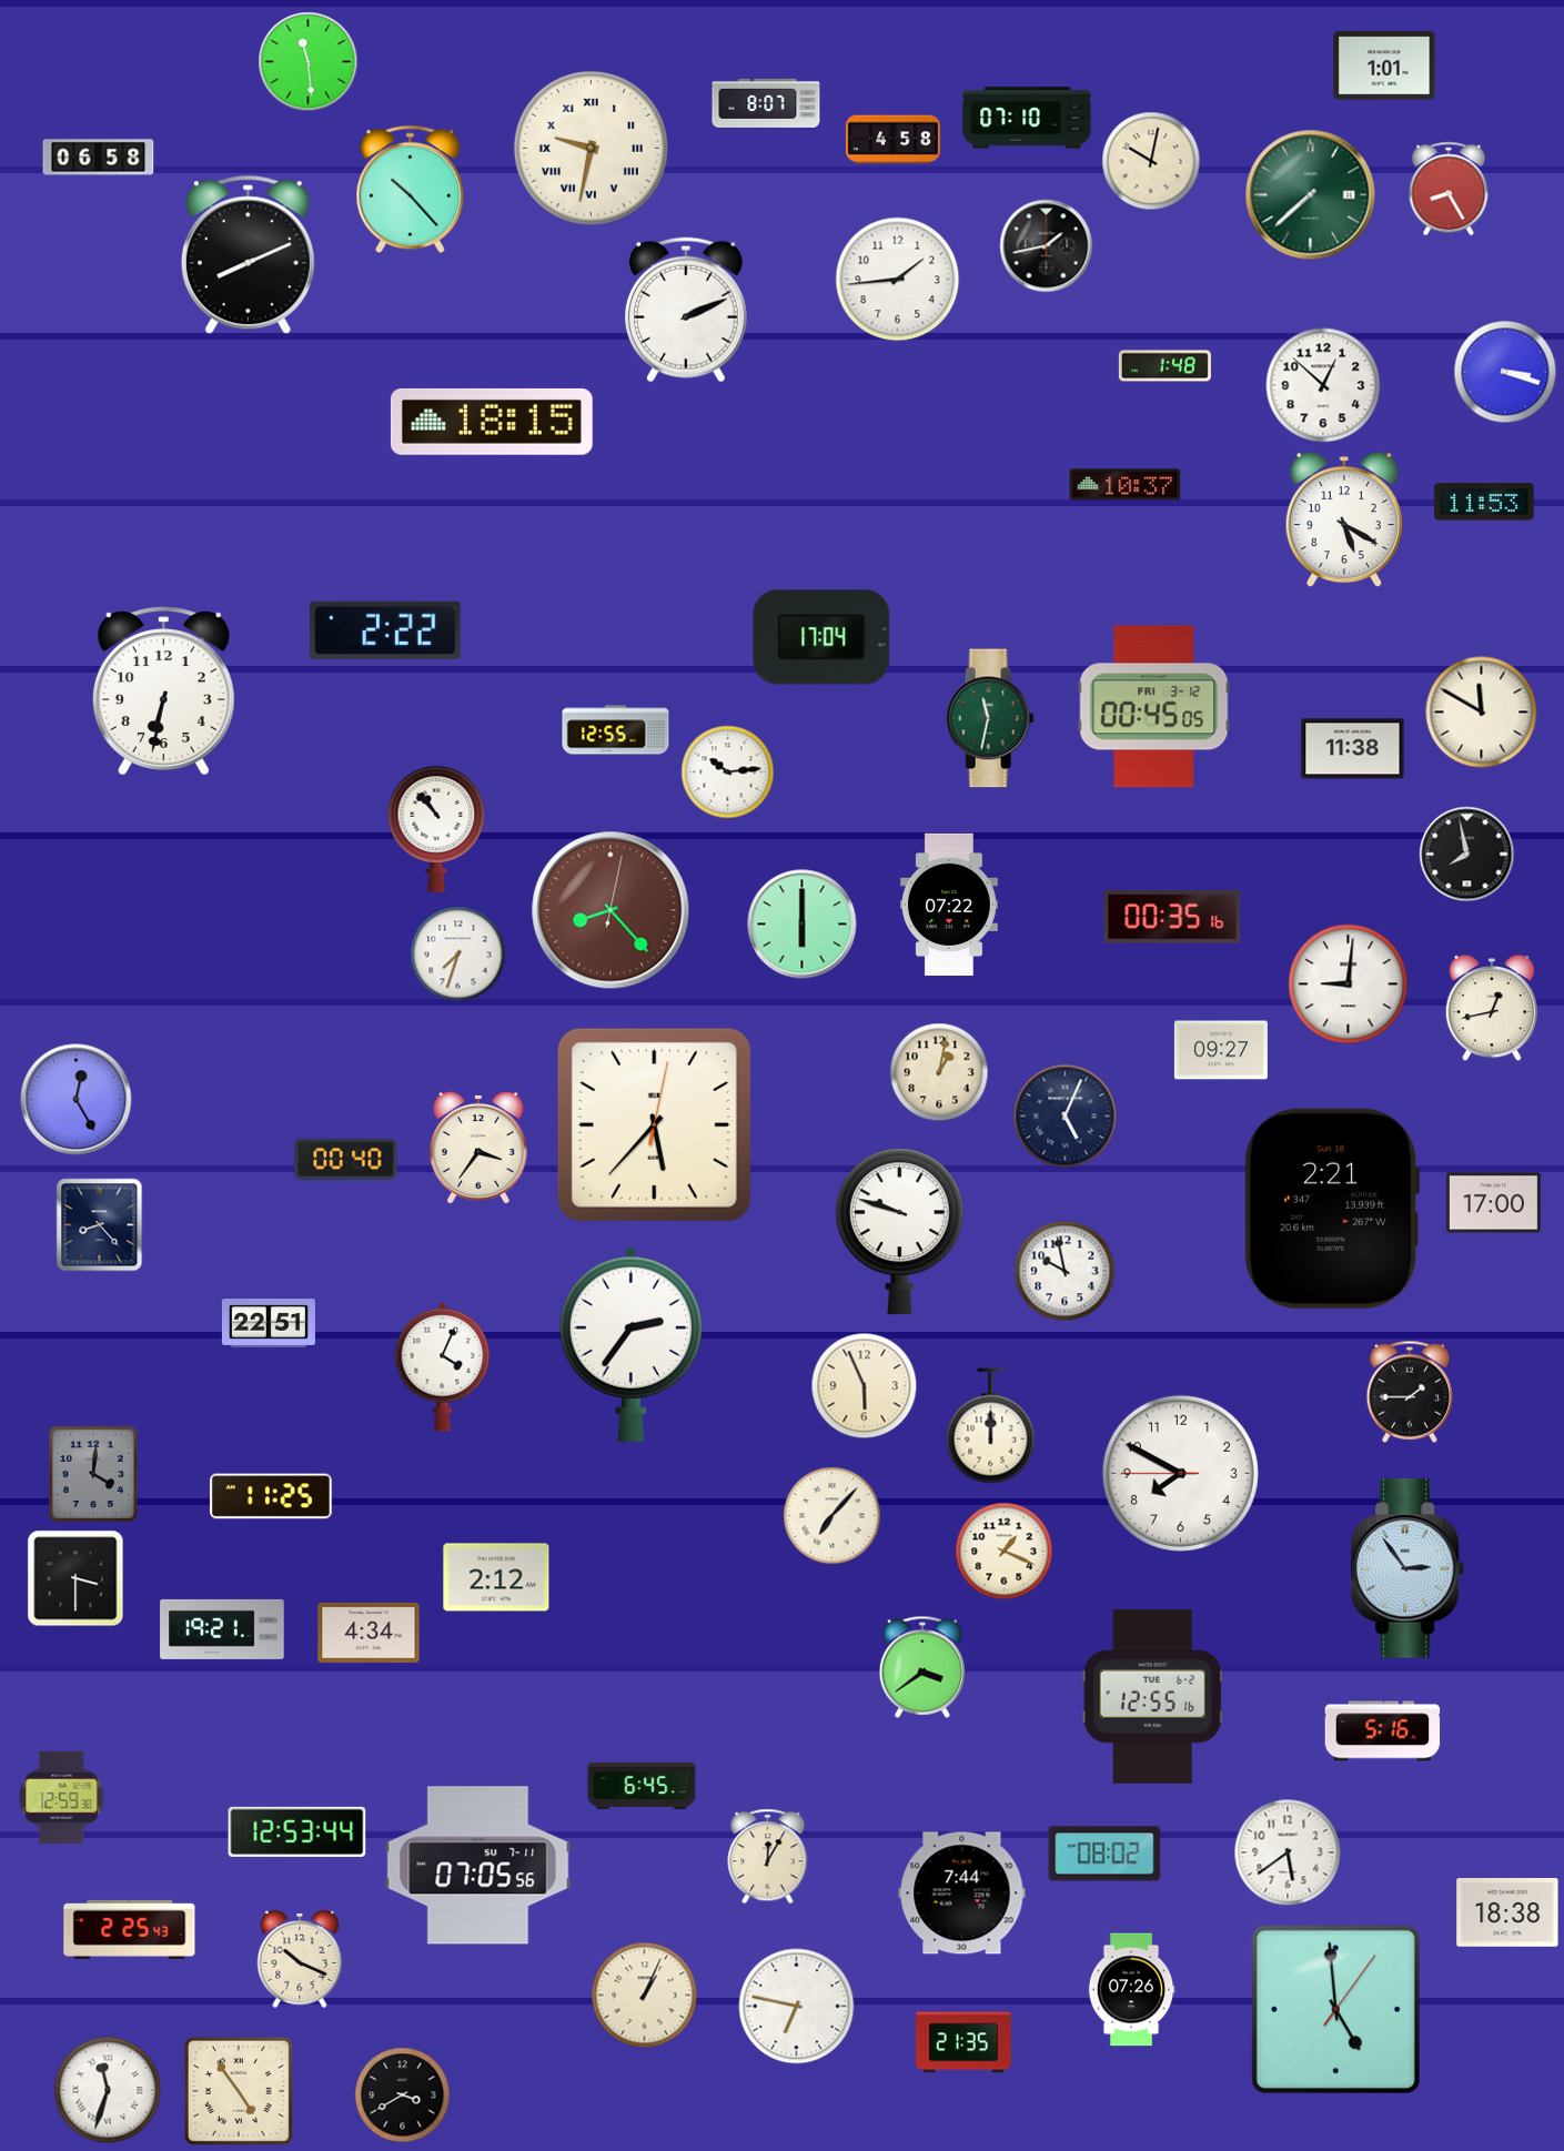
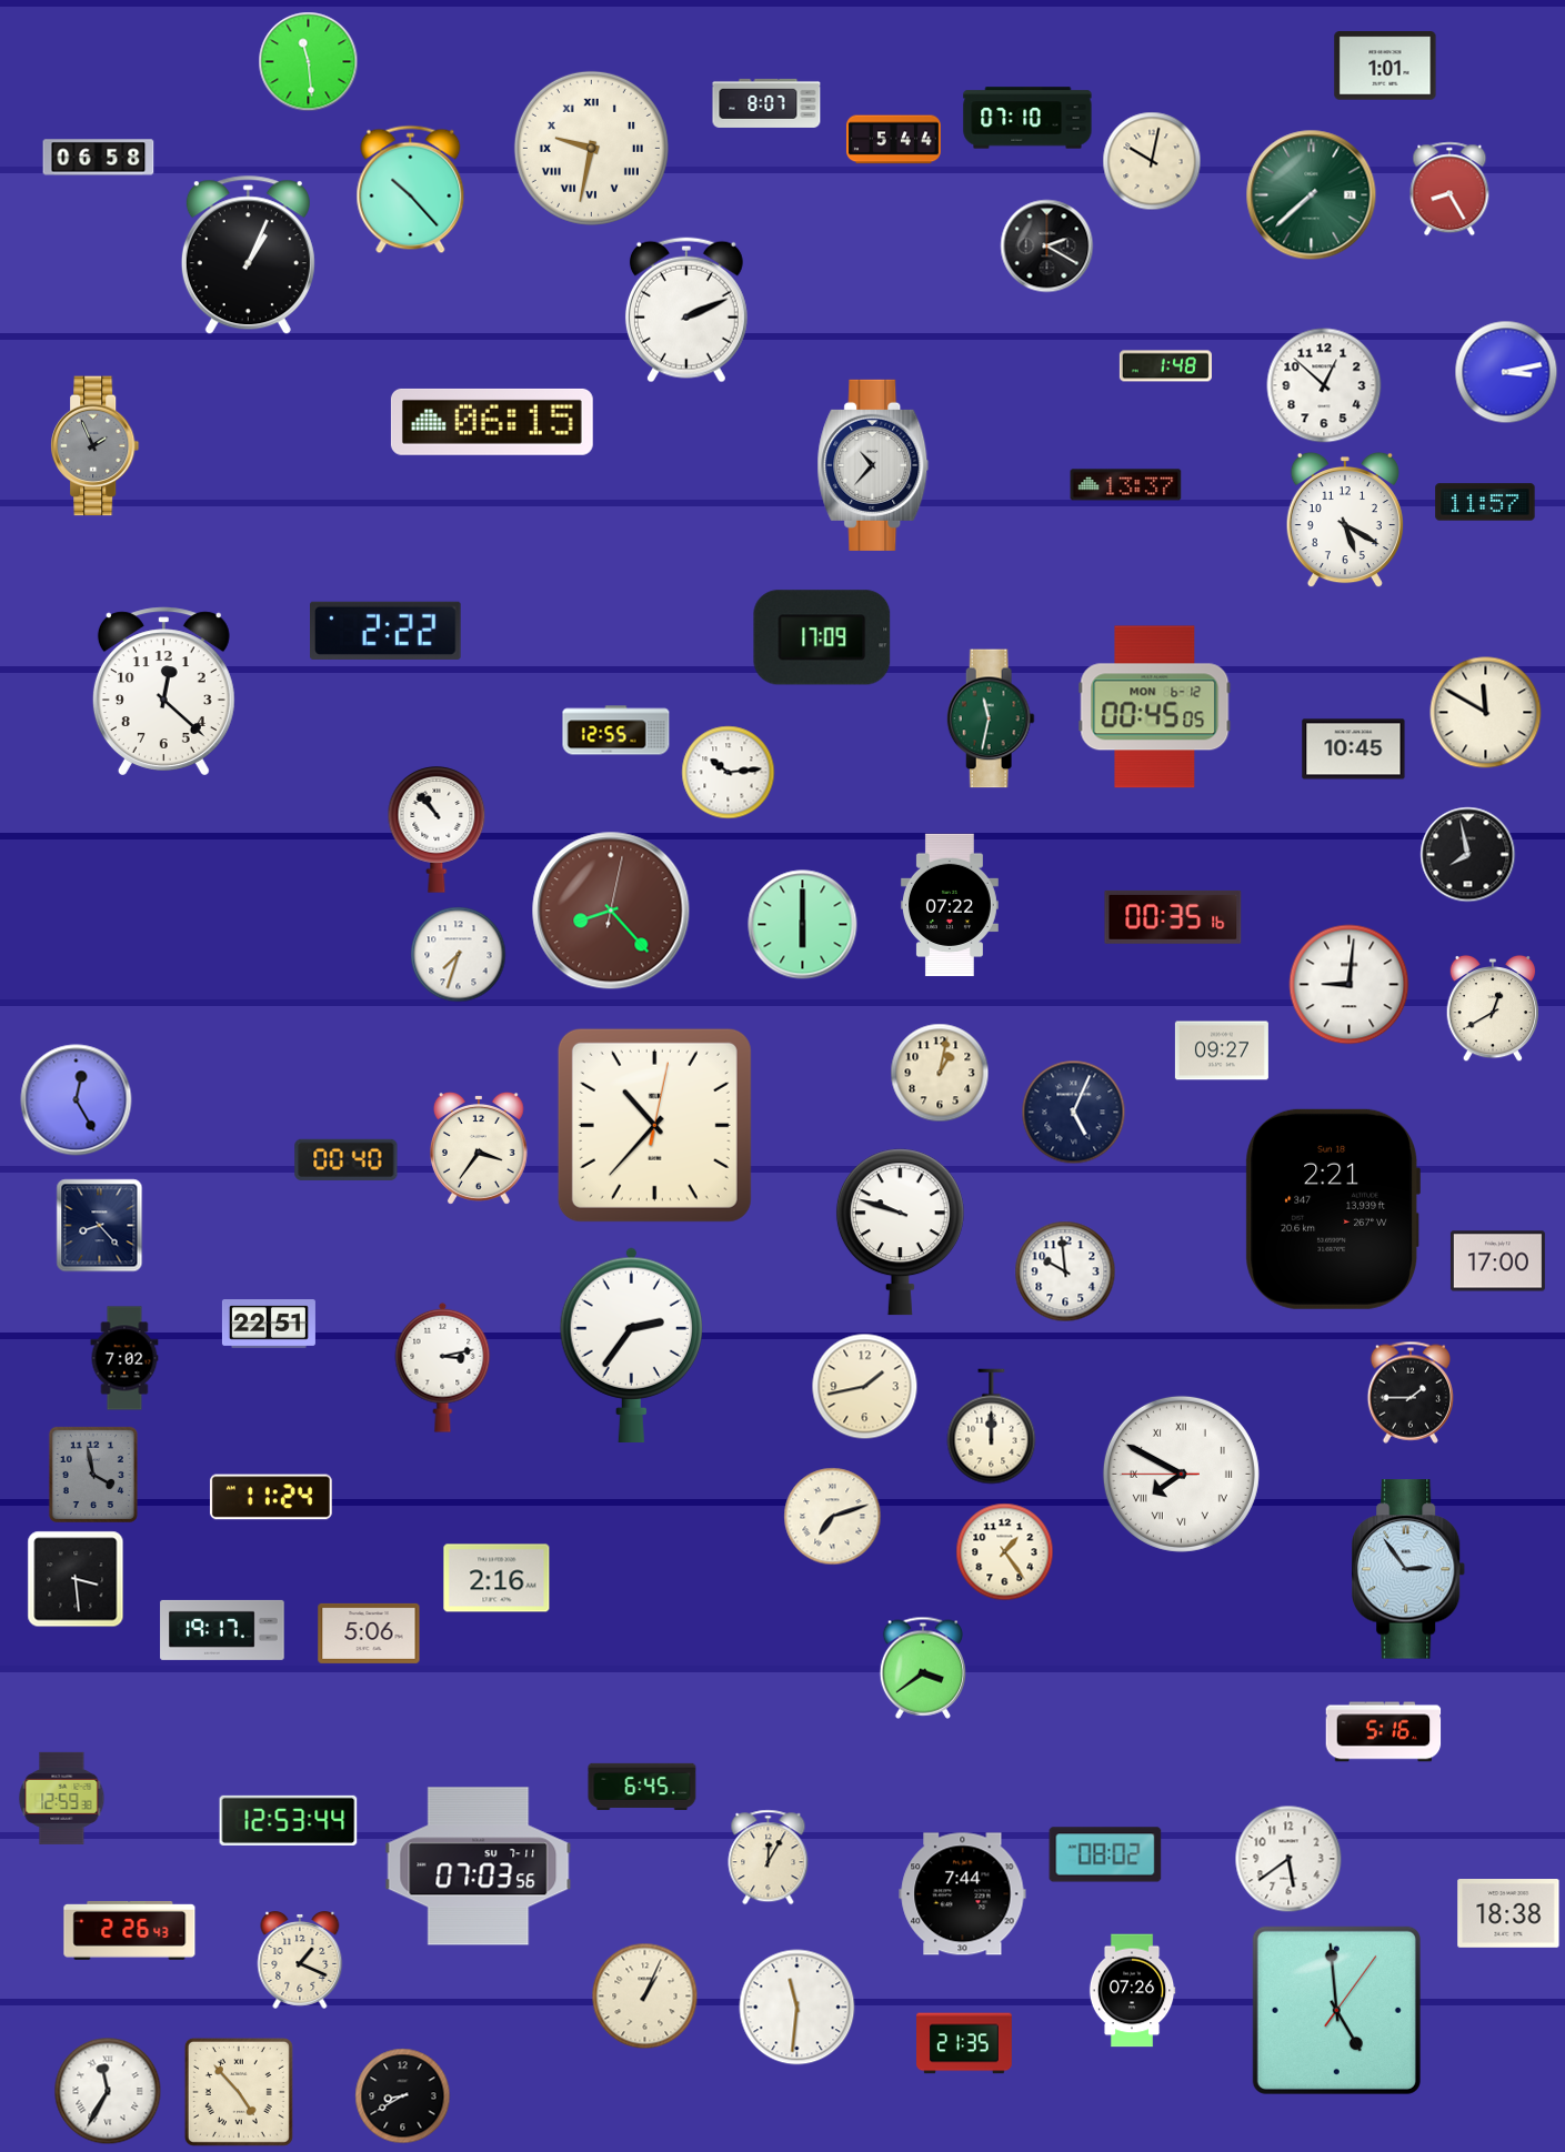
clock at (892, 140): 4:58 -> 5:44
clock at (1047, 246): 1:43 -> 2:20
clock at (248, 255): 8:11 -> 1:04
clock at (898, 280): 1:44 -> none
clock at (1505, 372): 3:18 -> 3:13
clock at (492, 422): 18:15 -> 06:15
clock at (96, 446): none -> 1:56
clock at (873, 465): none -> 10:37
clock at (1126, 485): 10:37 -> 13:37
clock at (1484, 502): 11:53 -> 11:57
clock at (821, 637): 17:04 -> 17:09
clock at (163, 691): 6:32 -> 12:22
clock at (1154, 707) date: FRI 3-12 -> MON 6-12
clock at (1482, 713) position: (1482, 713) -> (1486, 713)
clock at (1353, 749): 11:38 -> 10:45
clock at (1492, 1008): 12:43 -> 12:40
clock at (1066, 1117) position: (1066, 1117) -> (1074, 1113)
clock at (654, 1124): 5:37 -> 10:37
clock at (1493, 1203) position: (1493, 1203) -> (1497, 1261)
clock at (1064, 1271): 9:58 -> 9:59
clock at (124, 1358): none -> 7:02
clock at (443, 1366): 4:04 -> 3:13
clock at (865, 1386): 5:56 -> 1:43
clock at (1180, 1473) numerals: Arabic -> Roman
clock at (93, 1474): 4:01 -> 3:58
clock at (271, 1496): 11:25 -> 11:24
clock at (833, 1516): 7:07 -> 7:12
clock at (1005, 1552): 1:19 -> 1:24
clock at (496, 1577): 2:12 -> 2:16
clock at (75, 1578): 3:30 -> 3:29
clock at (222, 1629): 19:21 -> 19:17
clock at (369, 1633): 4:34 -> 5:06
clock at (1152, 1696): 12:55 -> none
clock at (297, 1831) position: (297, 1831) -> (289, 1820)
clock at (1288, 1852) position: (1288, 1852) -> (1288, 1859)
clock at (478, 1866): 07:05 -> 07:03
clock at (130, 1929): 2:25 -> 2:26
clock at (300, 1960): 10:19 -> 1:19
clock at (797, 2007): 6:47 -> 11:31
clock at (108, 2090): 11:33 -> 11:35
clock at (239, 2091): 4:54 -> 4:53
clock at (403, 2096): 3:40 -> 8:40
